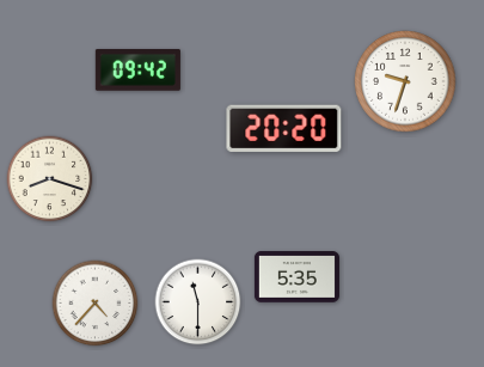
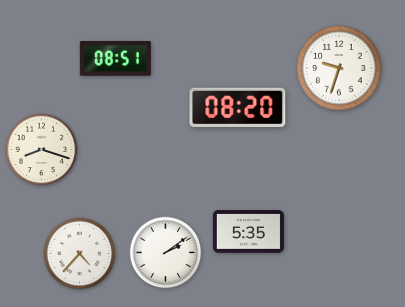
clock at (137, 71): 09:42 -> 08:51
clock at (284, 129): 20:20 -> 08:20
clock at (198, 302): 11:30 -> 2:09
